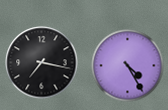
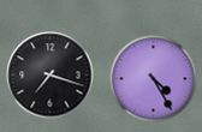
clock at (42, 63): 7:17 -> 7:18
